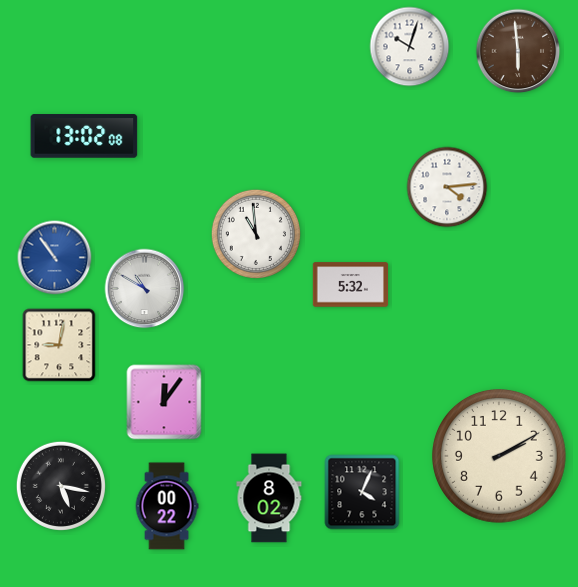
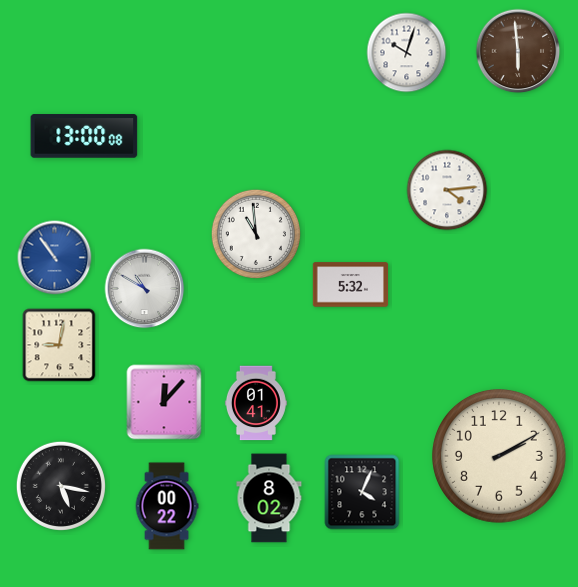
clock at (410, 47) position: (410, 47) -> (407, 53)
clock at (84, 136): 13:02 -> 13:00
clock at (447, 187) position: (447, 187) -> (447, 190)
clock at (164, 402): 12:06 -> 12:07
clock at (256, 403): none -> 01:41
